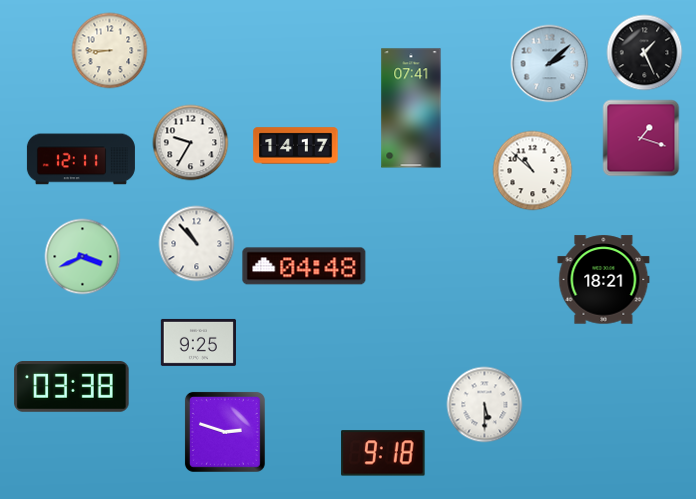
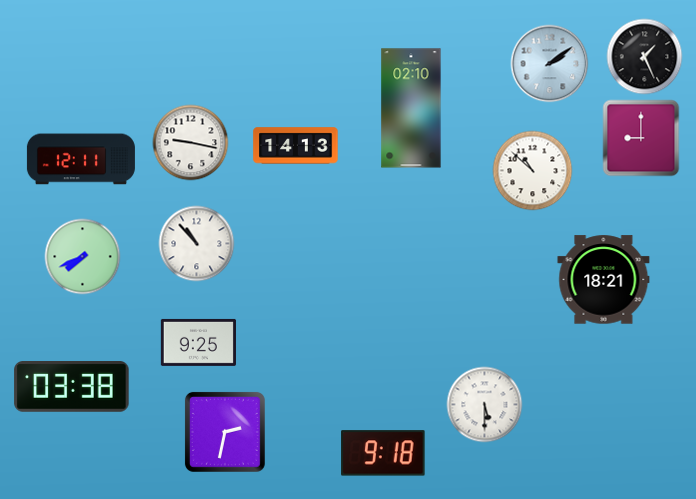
clock at (110, 51): 8:45 -> none
clock at (645, 53) position: (645, 53) -> (645, 57)
clock at (550, 64): 2:08 -> 2:09
clock at (411, 108): 07:41 -> 02:10
clock at (641, 138): 1:18 -> 9:00
clock at (191, 143): 9:35 -> 9:17
clock at (296, 146): 14:17 -> 14:13
clock at (83, 257): 3:41 -> 7:41
clock at (304, 266): 04:48 -> none
clock at (225, 432): 2:48 -> 2:32
